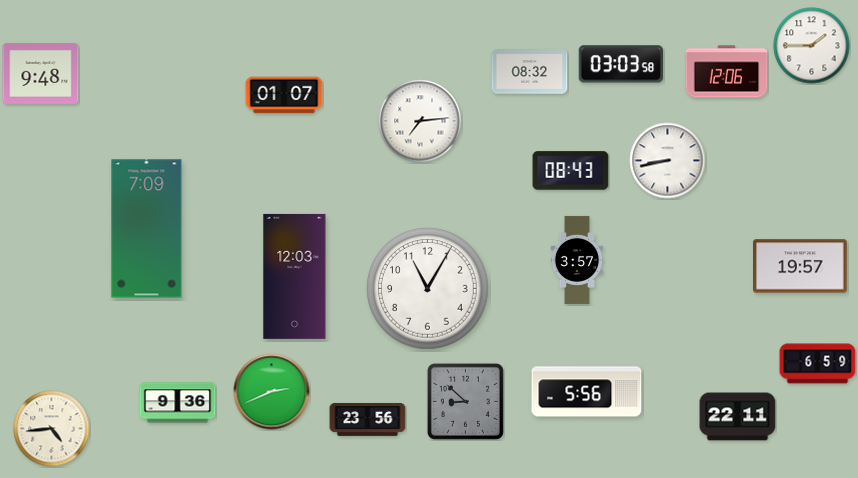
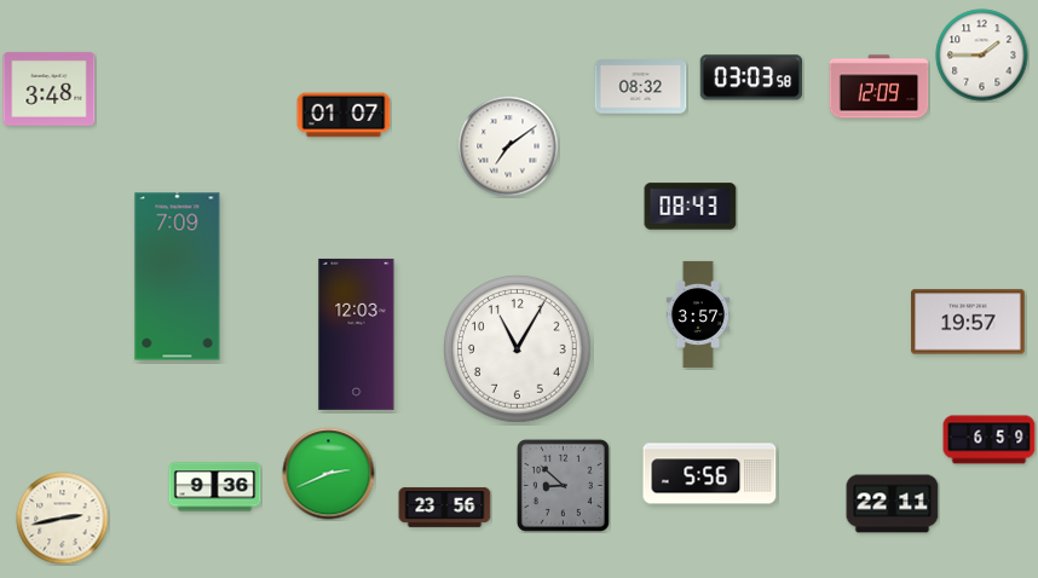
clock at (727, 72): 12:06 -> 12:09
clock at (41, 74): 9:48 -> 3:48
clock at (420, 121): 7:14 -> 7:09
clock at (668, 161): 8:43 -> none
clock at (52, 429): 4:44 -> 2:43
